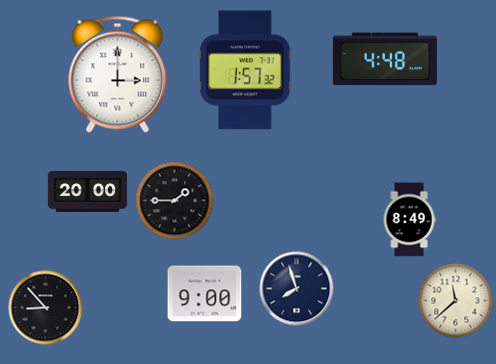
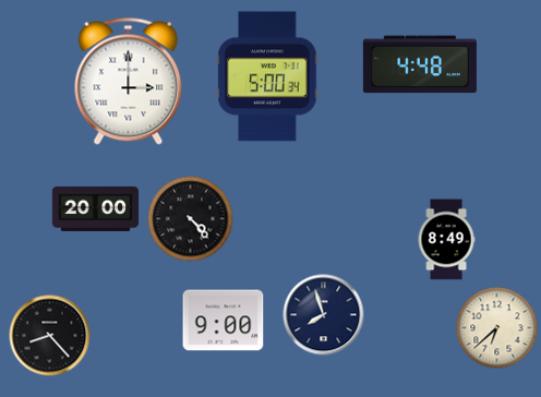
clock at (245, 70): 1:57 -> 5:00
clock at (175, 201): 1:45 -> 4:23
clock at (456, 301): 11:38 -> 6:38
clock at (46, 308): 8:53 -> 8:23
